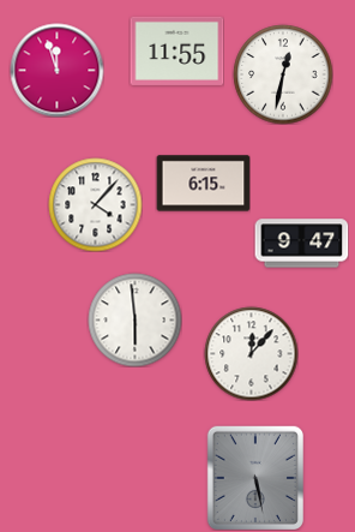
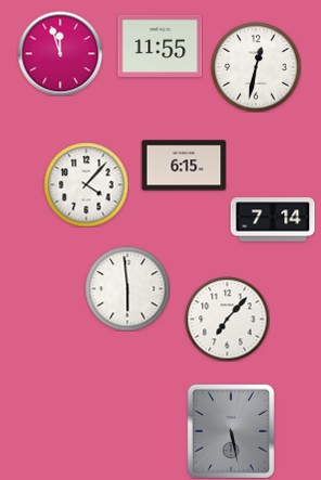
clock at (56, 70) position: (56, 70) -> (60, 53)
clock at (301, 244): 9:47 -> 7:14
clock at (134, 319) position: (134, 319) -> (127, 288)
clock at (251, 353): 12:07 -> 7:07
